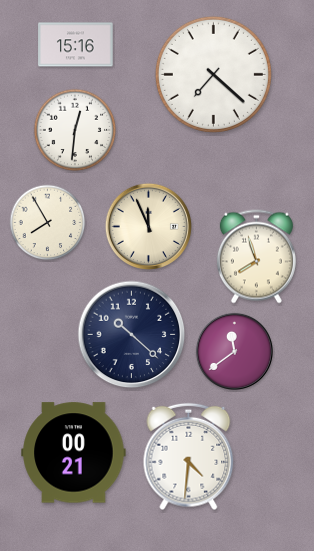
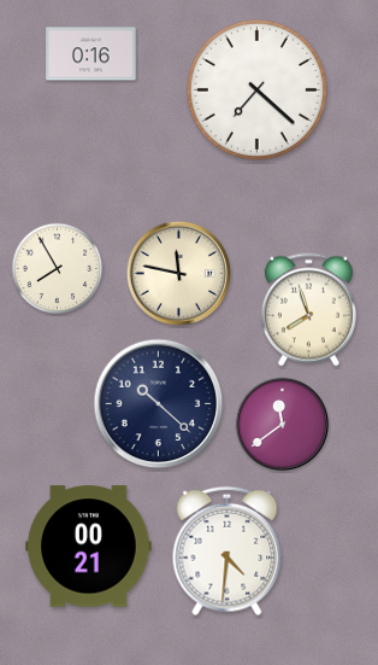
clock at (76, 45): 15:16 -> 0:16
clock at (75, 130): 12:31 -> none
clock at (148, 226): 11:56 -> 11:47
